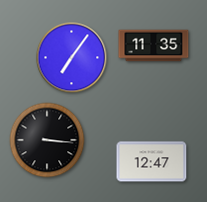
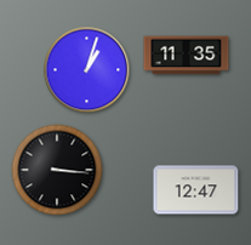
clock at (72, 58): 7:06 -> 1:03
clock at (152, 162) position: (152, 162) -> (196, 190)
